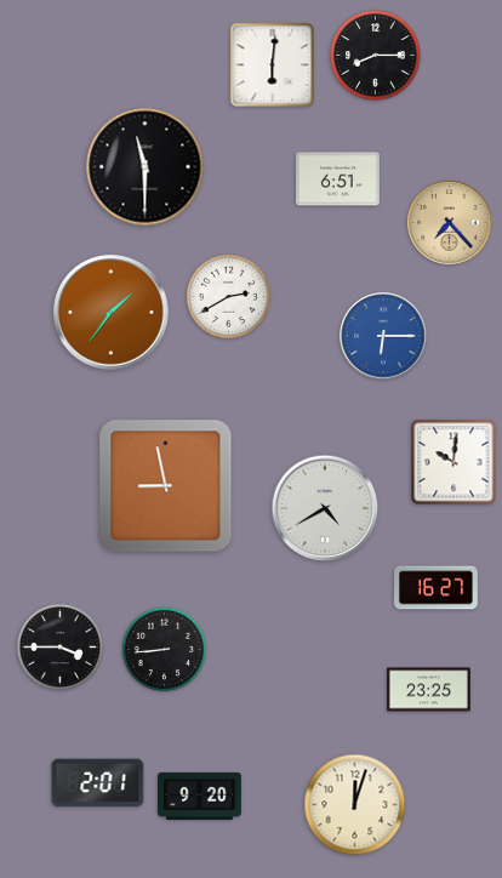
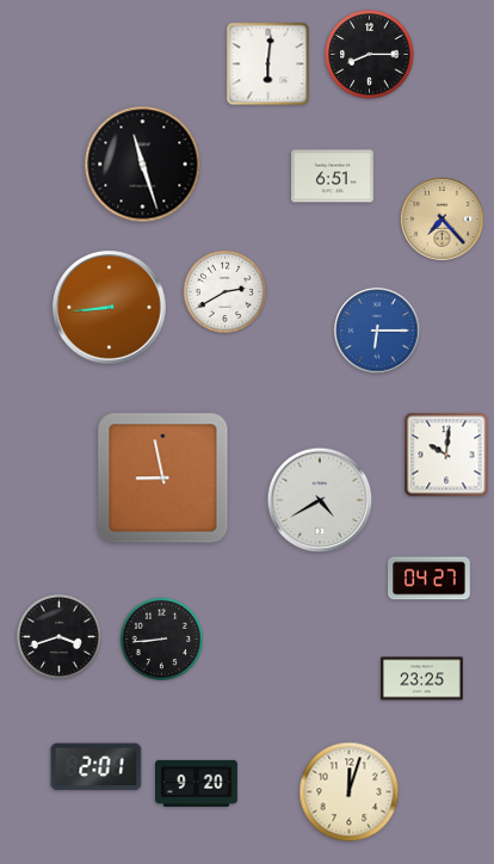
clock at (146, 167): 11:30 -> 11:27
clock at (112, 313): 1:36 -> 8:44
clock at (437, 588): 16:27 -> 04:27
clock at (59, 646): 3:45 -> 3:42
clock at (98, 783) position: (98, 783) -> (97, 767)
